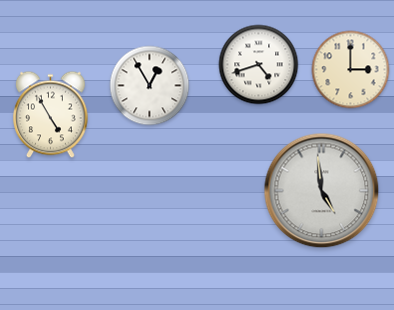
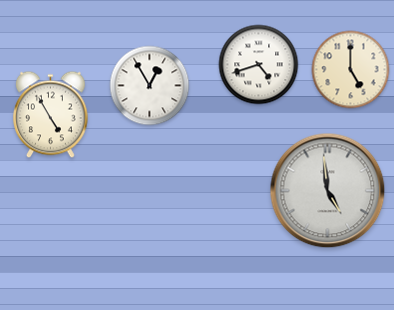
clock at (351, 70): 3:00 -> 5:00
clock at (322, 191) position: (322, 191) -> (328, 191)
